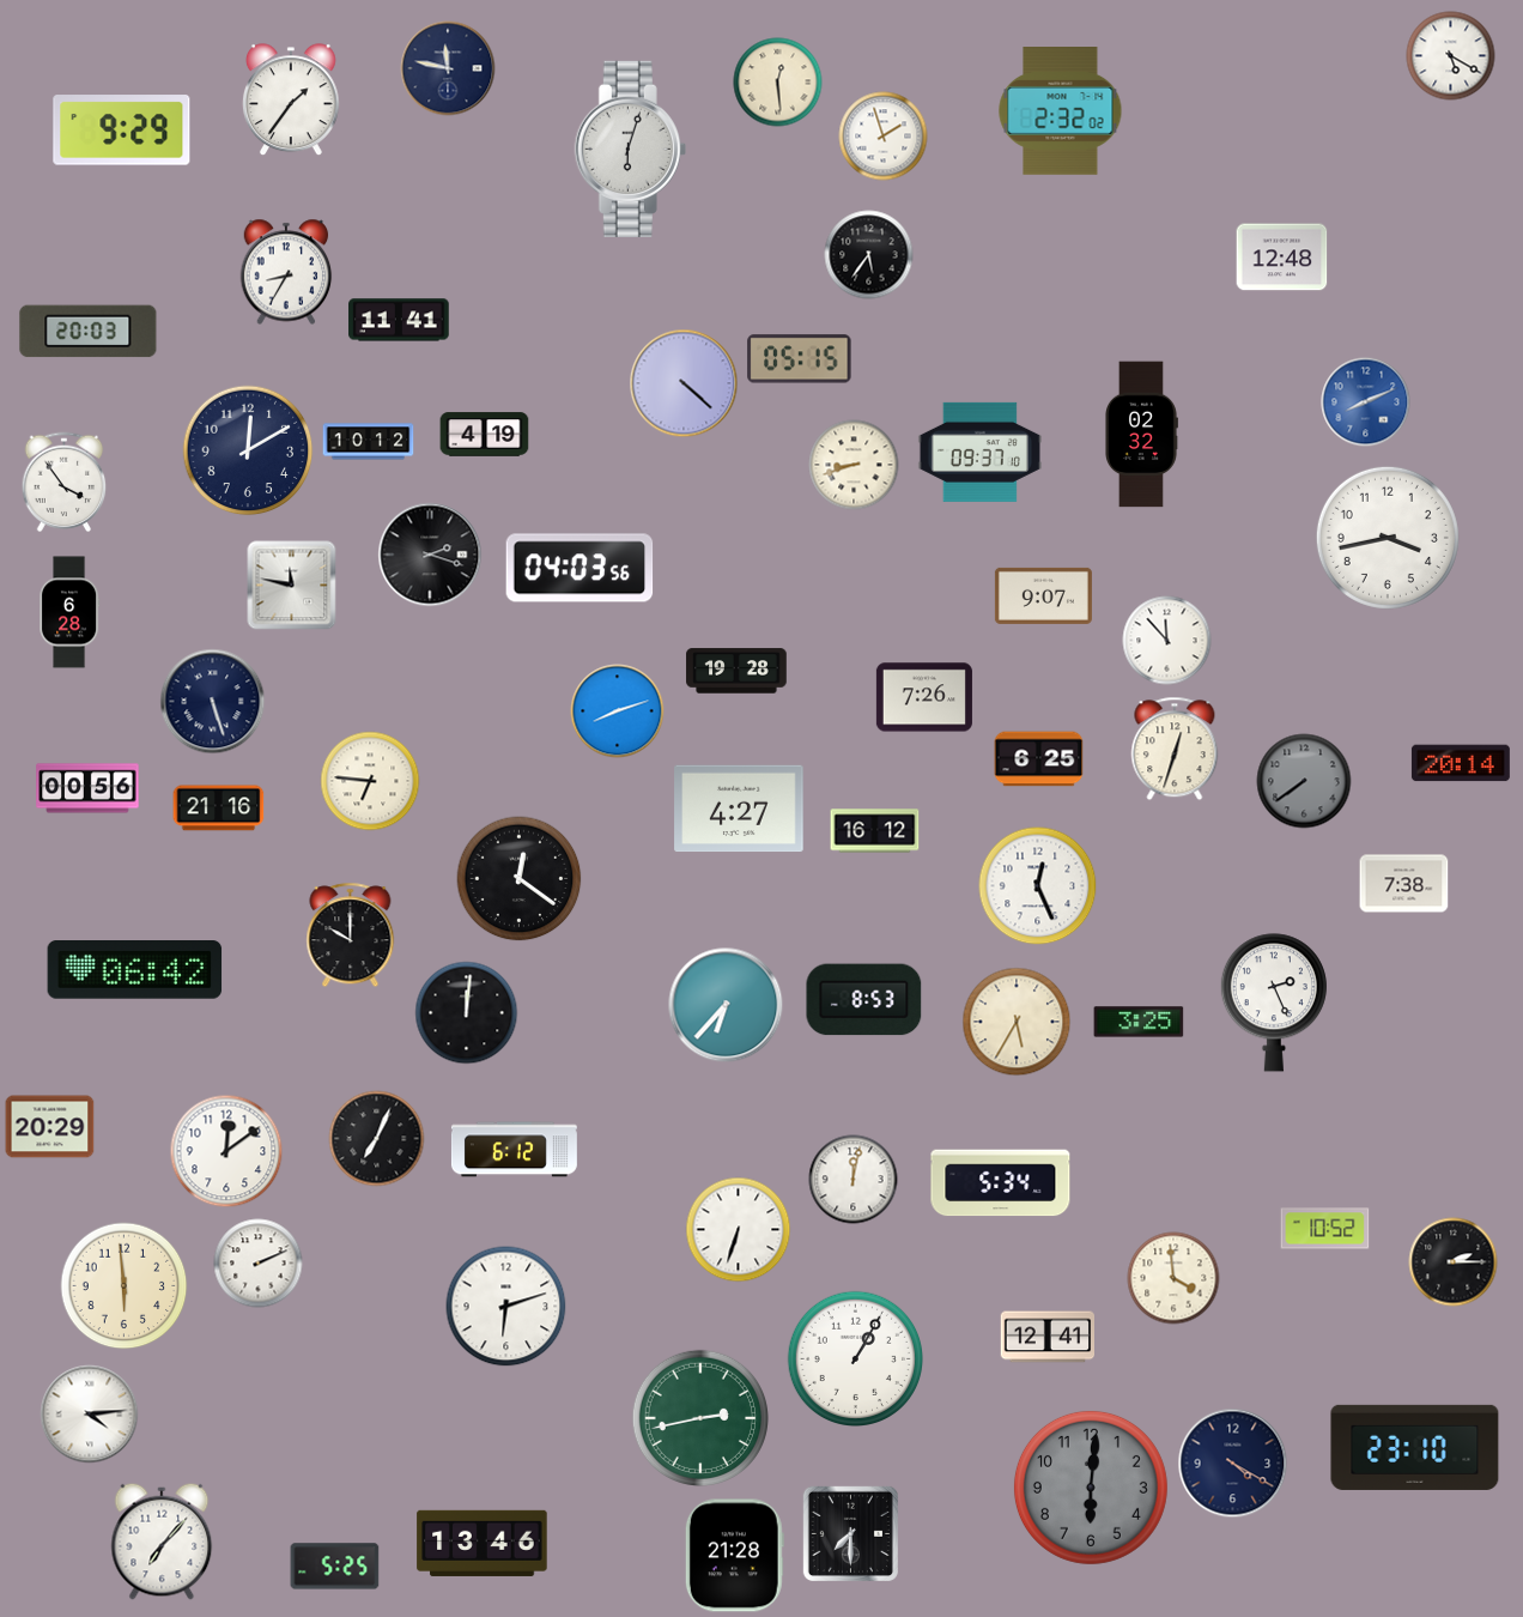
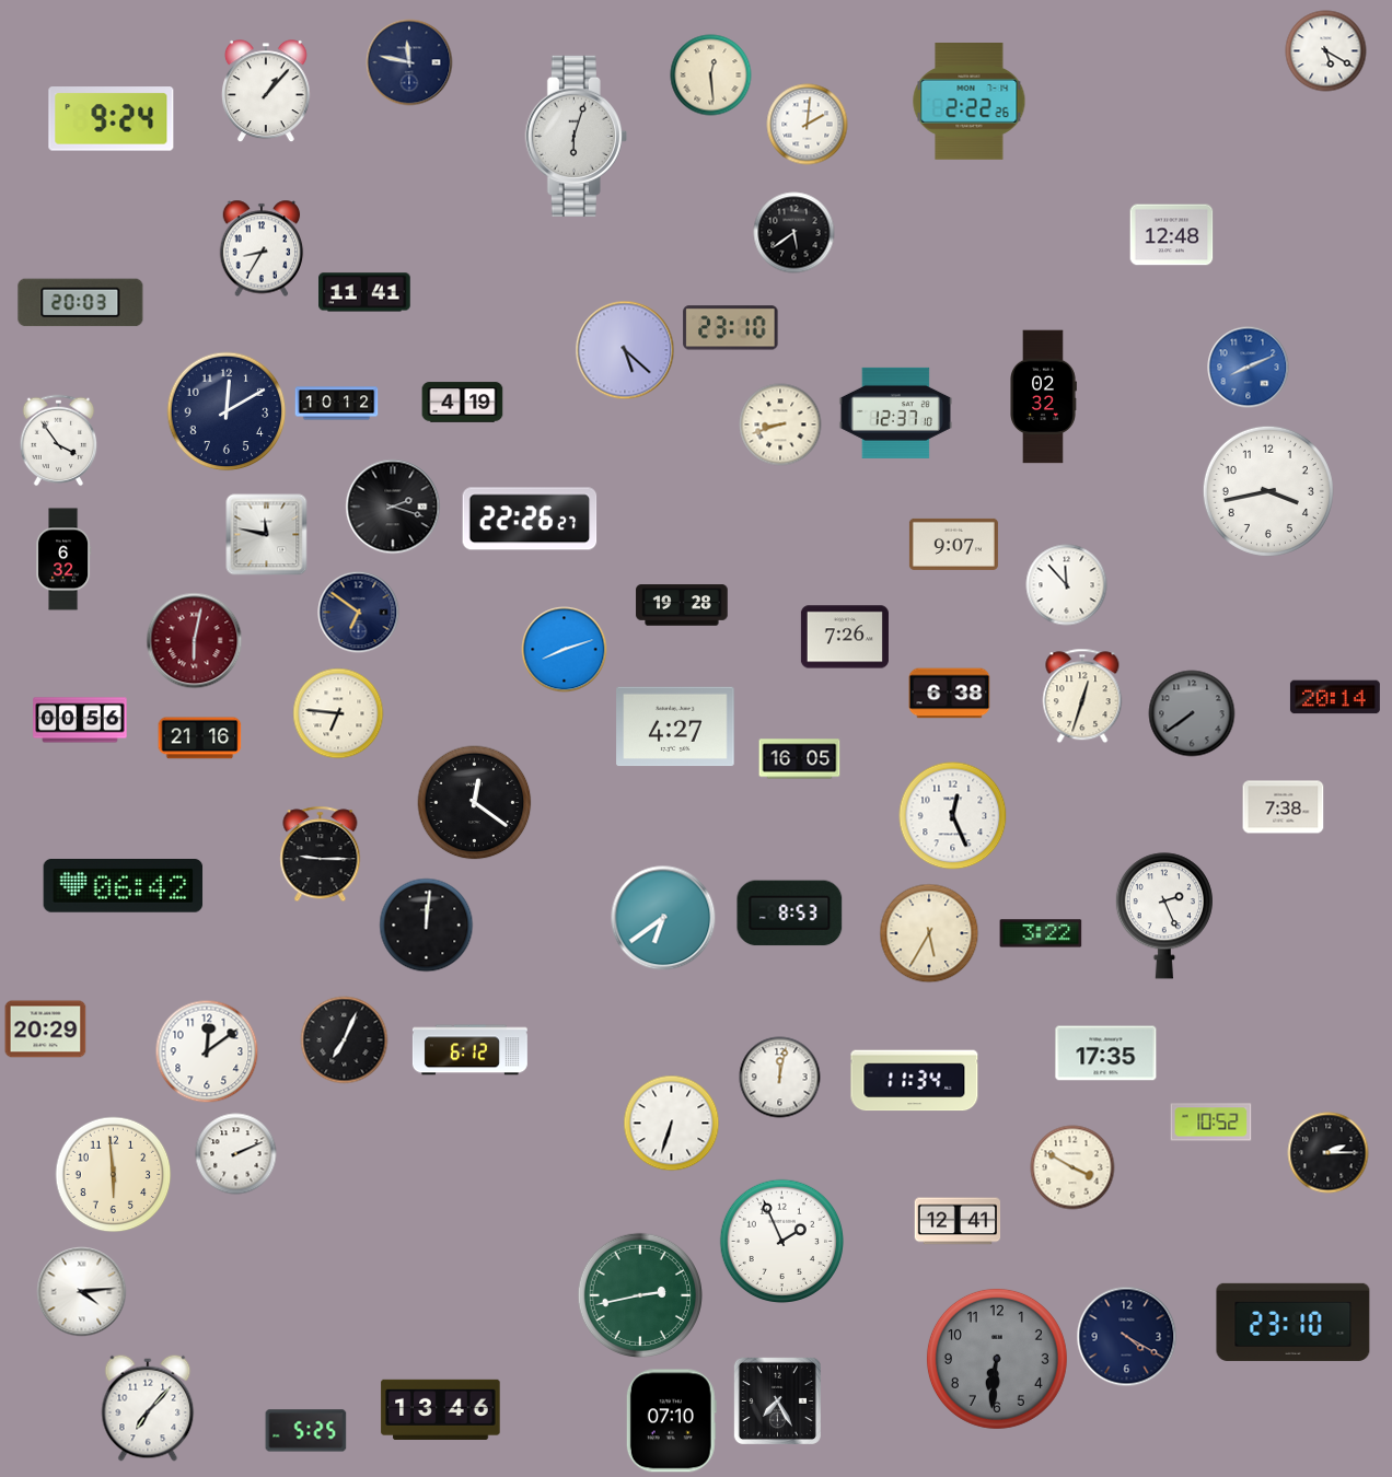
clock at (291, 101): 1:36 -> 1:07
clock at (1061, 111): 2:32 -> 2:22
clock at (122, 131): 9:29 -> 9:24
clock at (884, 137): 1:57 -> 2:01
clock at (869, 255): 5:36 -> 5:39
clock at (800, 359): 05:15 -> 23:10
clock at (684, 383): 4:22 -> 5:22
clock at (485, 435) position: (485, 435) -> (463, 403)
clock at (979, 452): 09:37 -> 12:37
clock at (580, 568): 04:03 -> 22:26
clock at (69, 612): 6:28 -> 6:32
clock at (359, 613): none -> 6:51
clock at (736, 671) position: (736, 671) -> (682, 605)
clock at (213, 702): 5:27 -> 6:02
clock at (213, 702) dial: navy -> burgundy
clock at (1175, 749) position: (1175, 749) -> (1082, 696)
clock at (1039, 759): 6:25 -> 6:38
clock at (739, 808) position: (739, 808) -> (675, 726)
clock at (875, 831): 16:12 -> 16:05
clock at (1038, 886) position: (1038, 886) -> (953, 816)
clock at (351, 935): 10:00 -> 9:15
clock at (726, 1005): 6:37 -> 6:39
clock at (1139, 1022): 3:25 -> 3:22
clock at (1106, 1054): none -> 17:35
clock at (1001, 1183): 5:34 -> 11:34
clock at (739, 1230) position: (739, 1230) -> (672, 1124)
clock at (1173, 1278): 3:59 -> 3:50
clock at (506, 1307): 6:12 -> none
clock at (855, 1358): 1:05 -> 1:56
clock at (1091, 1488): 6:01 -> 6:31
clock at (850, 1533): 7:30 -> 7:25
clock at (734, 1556): 21:28 -> 07:10
